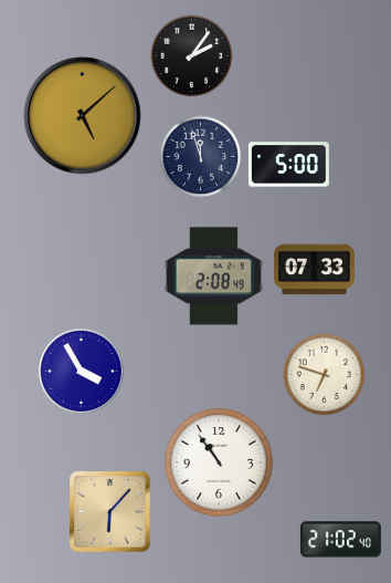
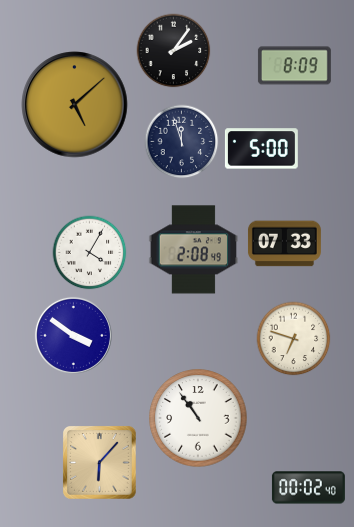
clock at (294, 66): none -> 8:09
clock at (90, 253): none -> 4:05
clock at (81, 371): 3:55 -> 3:51
clock at (340, 540): 21:02 -> 00:02
